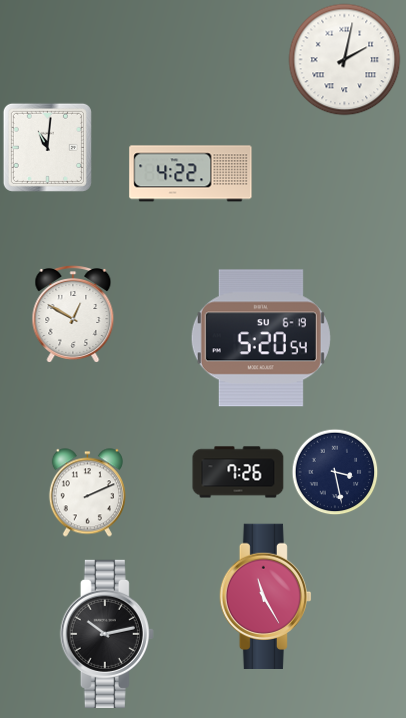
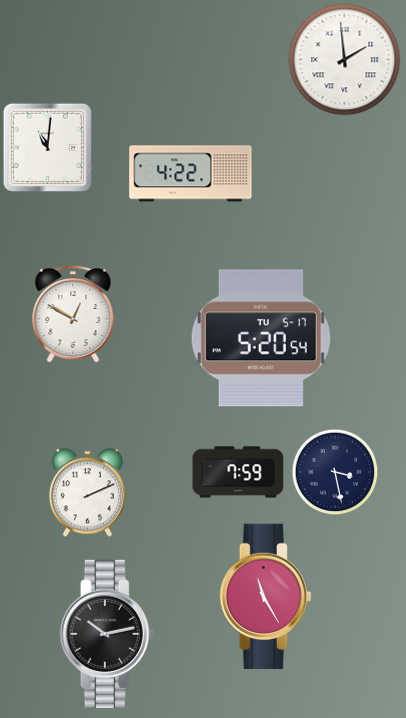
clock at (345, 60): 2:02 -> 1:59
clock at (261, 338) date: SU 6-19 -> TU 5-17
clock at (238, 472): 7:26 -> 7:59
